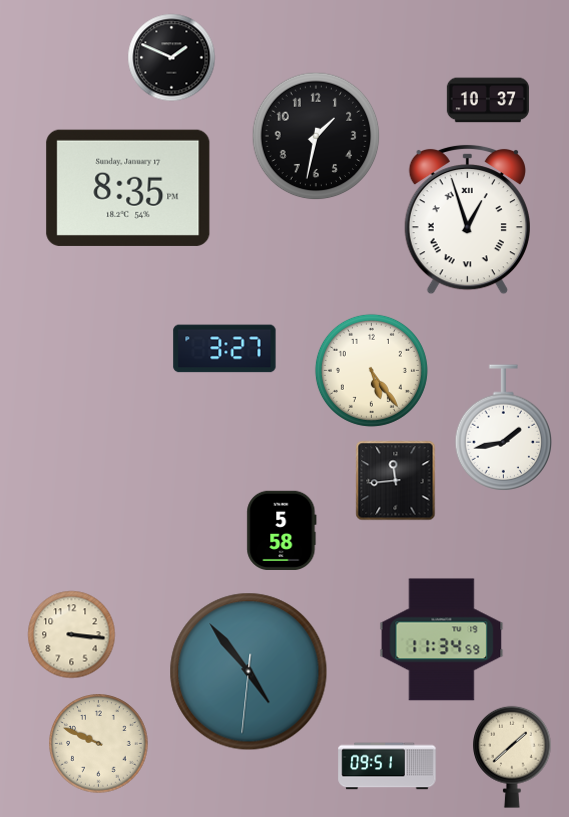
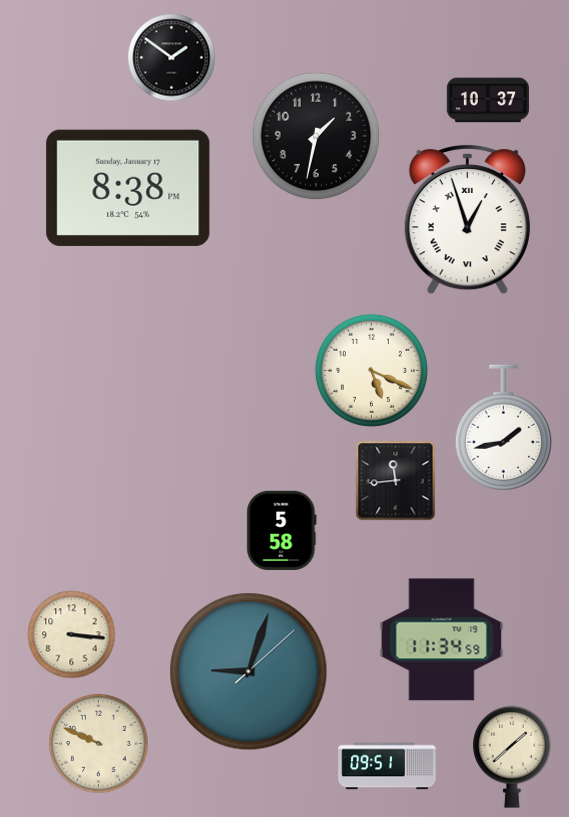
clock at (171, 57): 1:49 -> 1:51
clock at (128, 188): 8:35 -> 8:38
clock at (225, 349): 3:27 -> none
clock at (371, 370): 5:24 -> 5:19
clock at (249, 672): 4:53 -> 9:03
